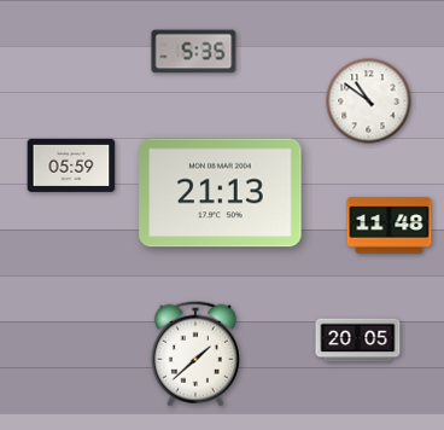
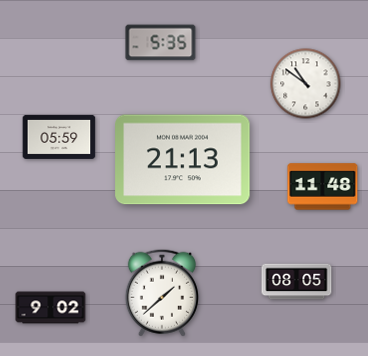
clock at (358, 341): 20:05 -> 08:05
clock at (51, 308): none -> 9:02
